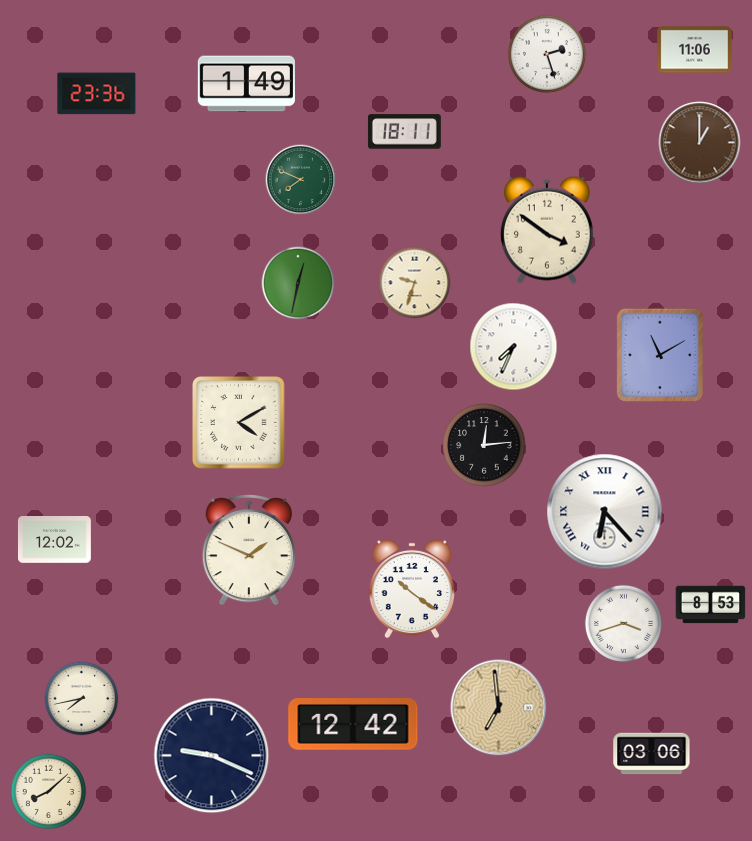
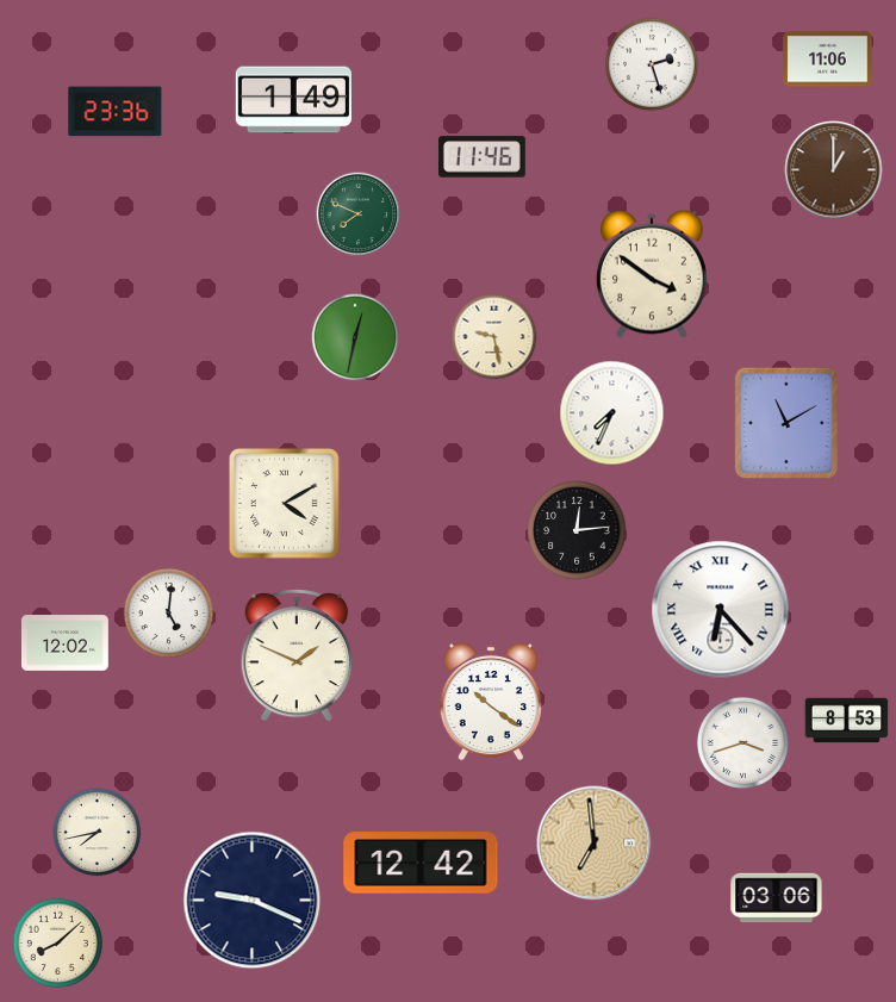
clock at (404, 132): 18:11 -> 11:46
clock at (415, 283): 9:33 -> 9:28
clock at (169, 614): none -> 5:01
